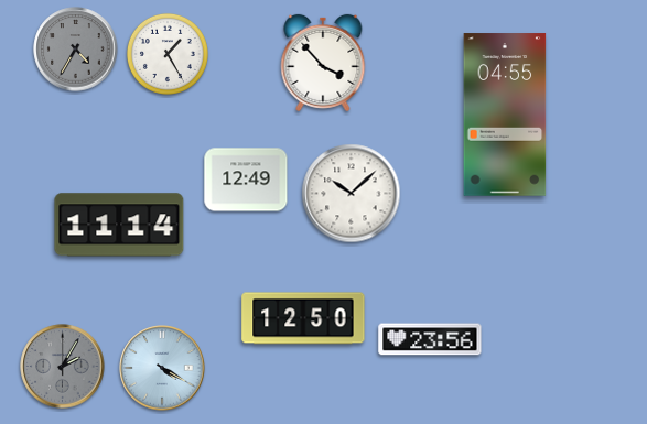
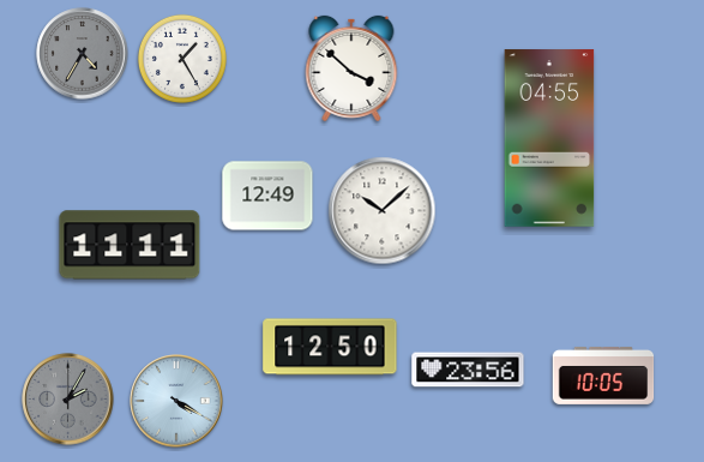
clock at (323, 63): 3:53 -> 3:52
clock at (505, 115) position: (505, 115) -> (549, 138)
clock at (119, 225): 11:14 -> 11:11
clock at (603, 376): none -> 10:05
